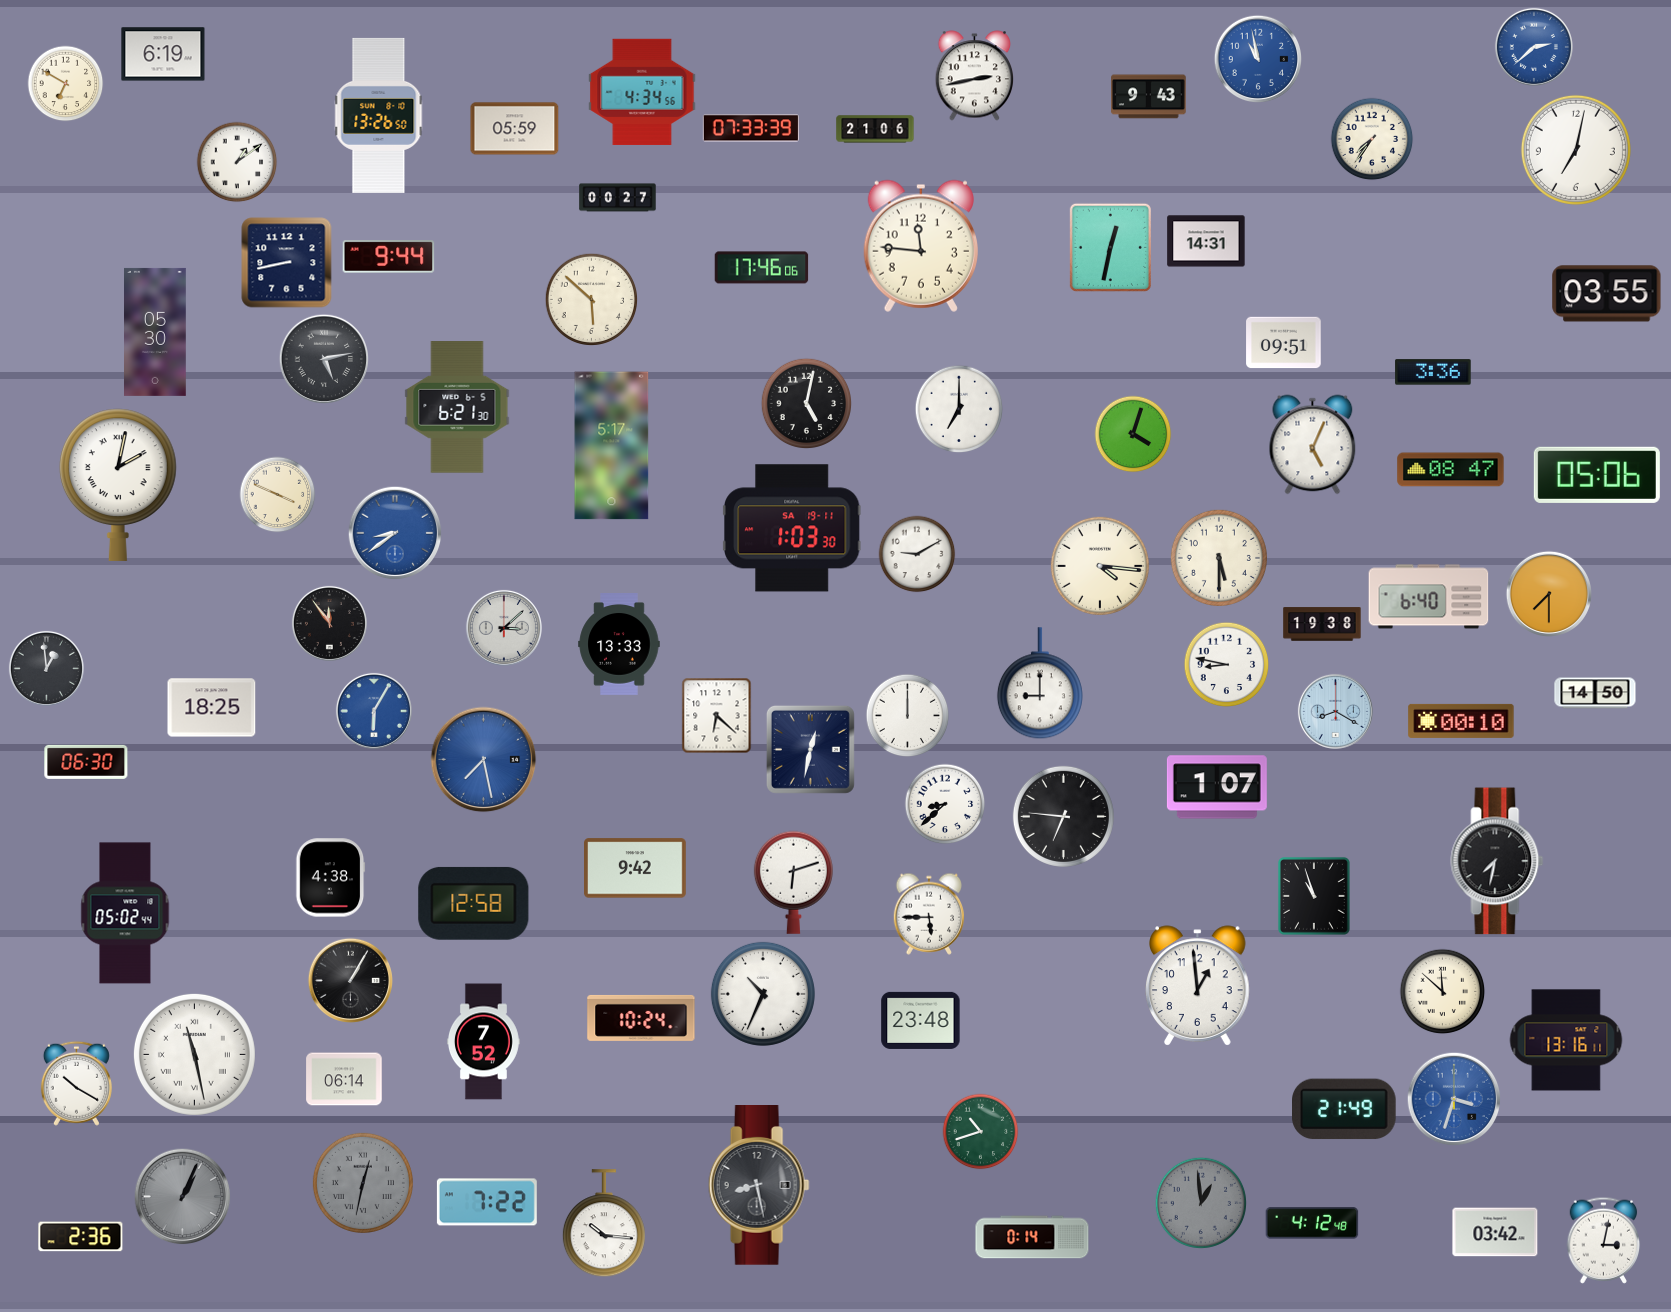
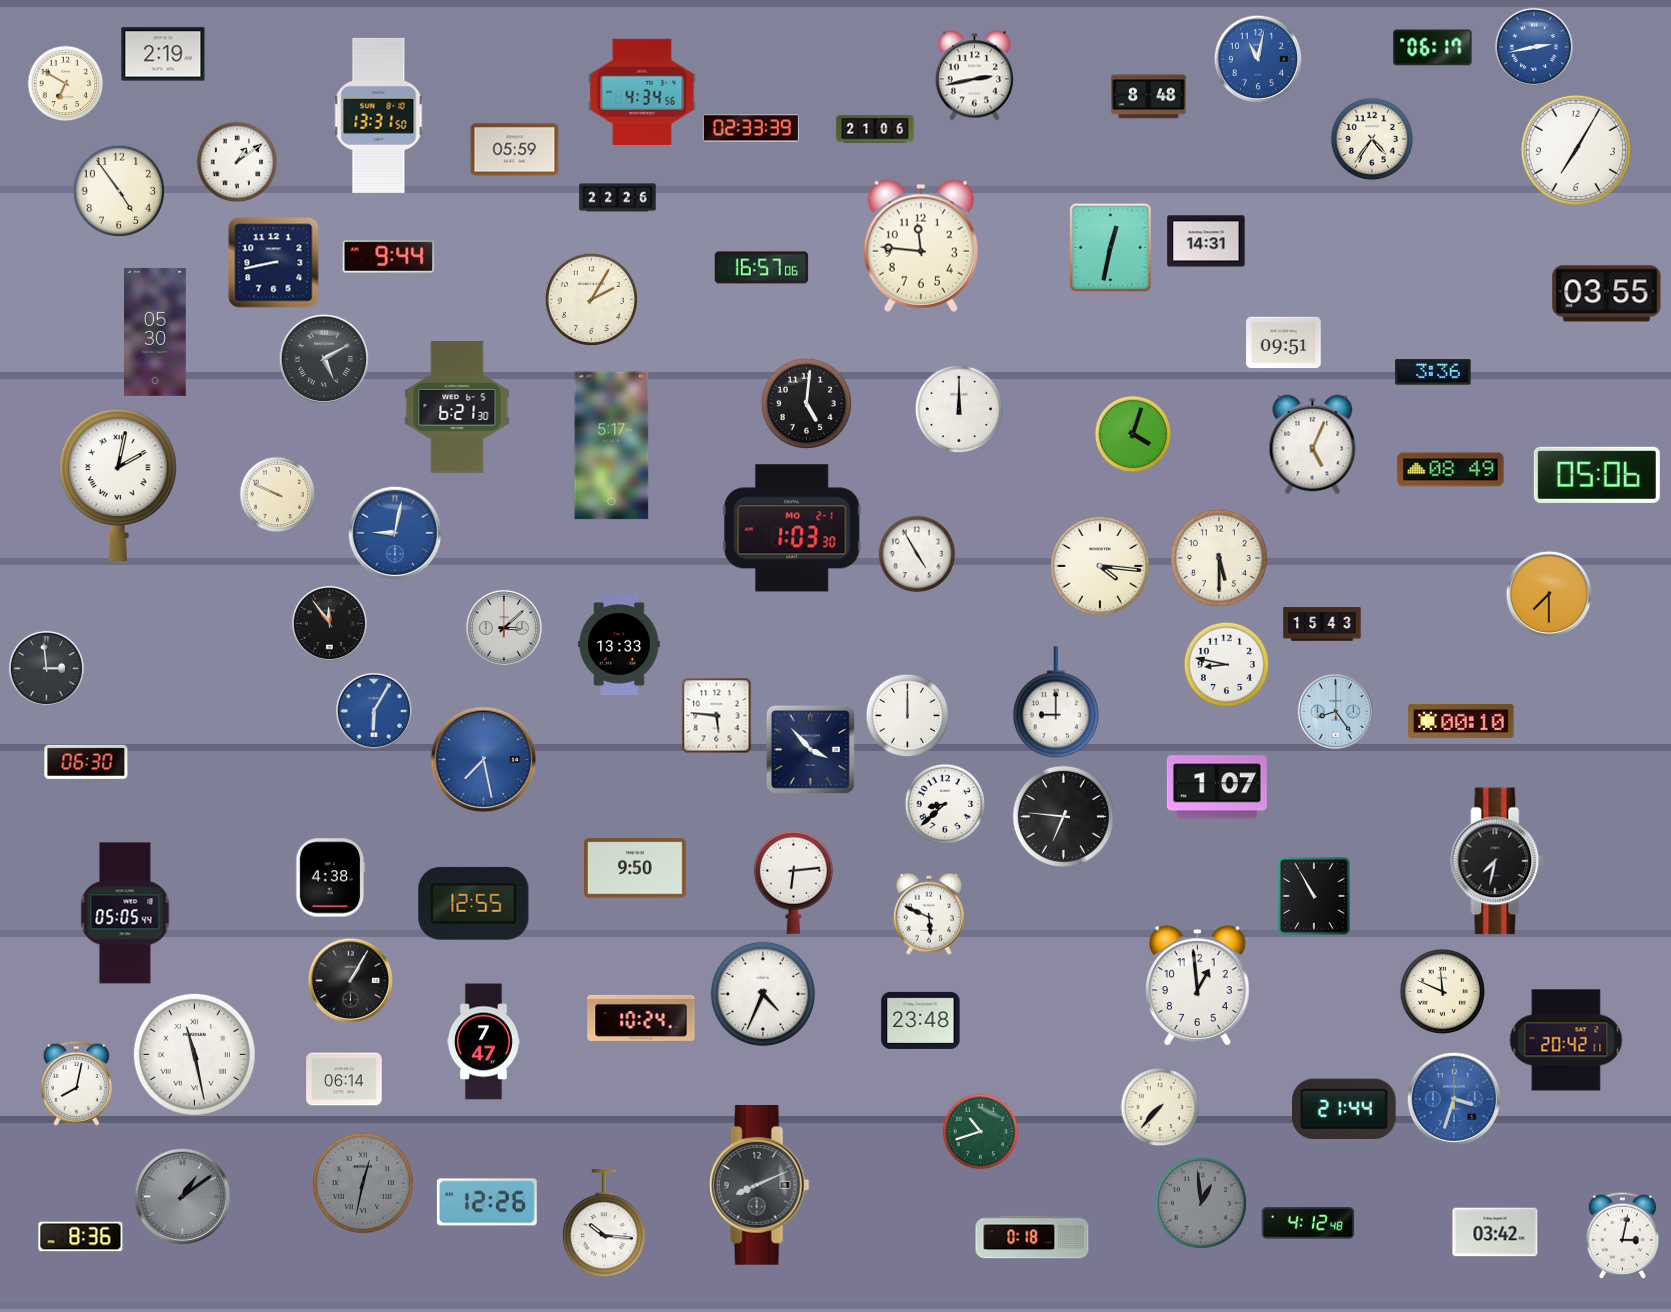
clock at (1534, 47): 2:38 -> 2:43
clock at (1433, 48): none -> 06:17
clock at (163, 54): 6:19 -> 2:19
clock at (1257, 58): 10:58 -> 11:02
clock at (1149, 97): 9:43 -> 8:48
clock at (379, 115): 13:26 -> 13:31
clock at (751, 128): 07:33 -> 02:33
clock at (515, 129) position: (515, 129) -> (515, 150)
clock at (1372, 139): 7:36 -> 4:36
clock at (1576, 150): 7:02 -> 7:05
clock at (118, 190): none -> 4:54
clock at (618, 198): 00:27 -> 22:26
clock at (287, 263) position: (287, 263) -> (274, 263)
clock at (762, 268): 17:46 -> 16:57
clock at (591, 299): 5:52 -> 2:05
clock at (323, 358): 5:13 -> 5:10
clock at (806, 403): 5:02 -> 5:01
clock at (959, 409): 7:00 -> 12:00
clock at (1451, 470): 08:47 -> 08:49
clock at (278, 495): 3:49 -> 9:49
clock at (793, 528) date: SA 19-11 -> MO 2-1
clock at (395, 533): 8:39 -> 9:02
clock at (917, 554): 9:10 -> 4:55
clock at (1429, 597): 6:40 -> none
clock at (1322, 624): 19:38 -> 15:43
clock at (46, 668): 12:59 -> 2:59
clock at (1040, 684) position: (1040, 684) -> (1056, 703)
clock at (1595, 693): 14:50 -> none
clock at (212, 708): 18:25 -> none
clock at (1335, 711): 8:20 -> 8:24
clock at (717, 716): 6:22 -> 5:46
clock at (810, 749): 12:32 -> 3:53
clock at (636, 868): 9:42 -> 9:50
clock at (793, 882): 6:12 -> 6:14
clock at (1314, 896): 10:57 -> 10:55
clock at (474, 903): 12:58 -> 12:55
clock at (125, 913): 05:02 -> 05:05
clock at (929, 914): 5:45 -> 5:49
clock at (1443, 992): 11:52 -> 11:49
clock at (763, 994): 10:34 -> 4:34
clock at (1566, 1040): 13:16 -> 20:42
clock at (483, 1042): 7:52 -> 7:47
clock at (76, 1083): 10:20 -> 8:02
clock at (1160, 1107): none -> 7:37
clock at (1345, 1109): 21:49 -> 21:44
clock at (759, 1186): 8:28 -> 8:11
clock at (183, 1197): 1:04 -> 1:09
clock at (487, 1202): 7:22 -> 12:26
clock at (1312, 1223) position: (1312, 1223) -> (1308, 1223)
clock at (81, 1237): 2:36 -> 8:36
clock at (1032, 1237): 0:14 -> 0:18
clock at (1604, 1240) position: (1604, 1240) -> (1623, 1235)
